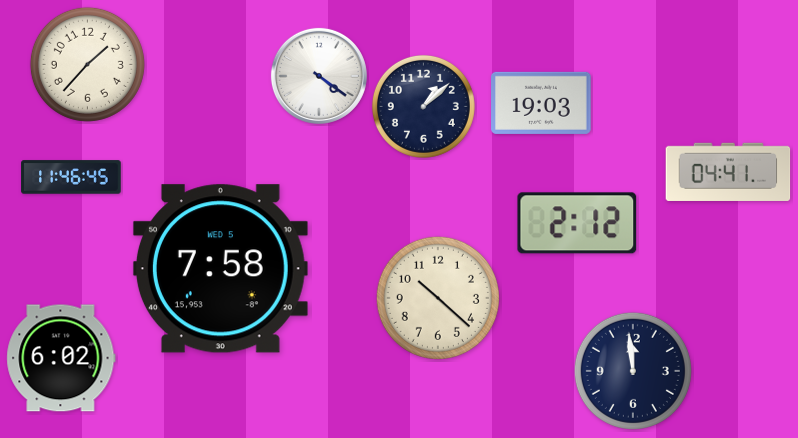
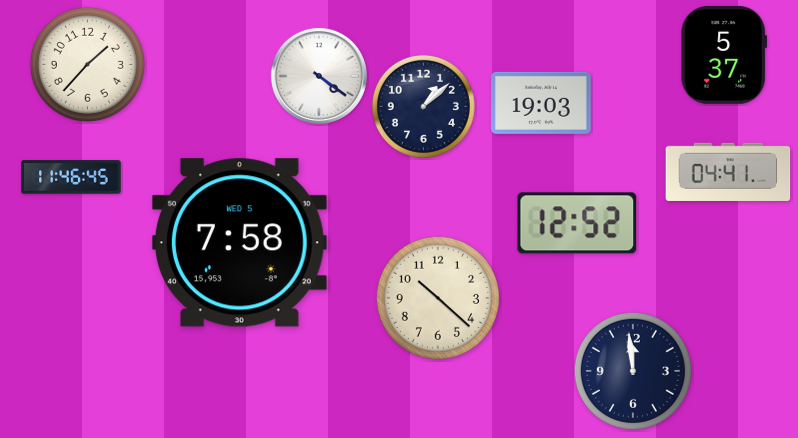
clock at (723, 55): none -> 5:37
clock at (577, 223): 2:12 -> 12:52
clock at (220, 269) position: (220, 269) -> (239, 243)
clock at (61, 358): 6:02 -> none
